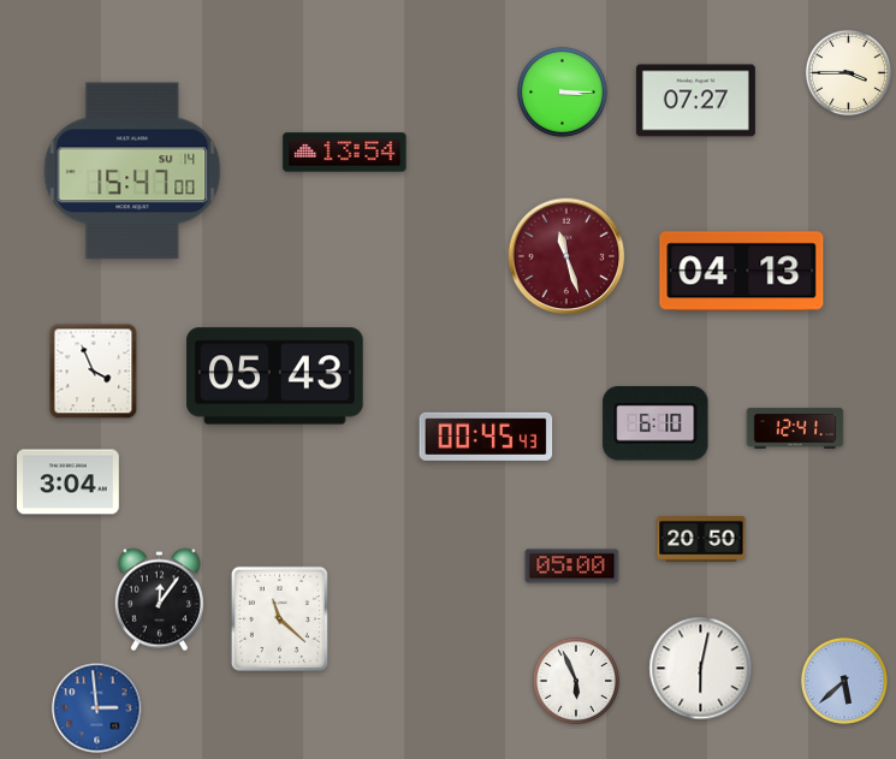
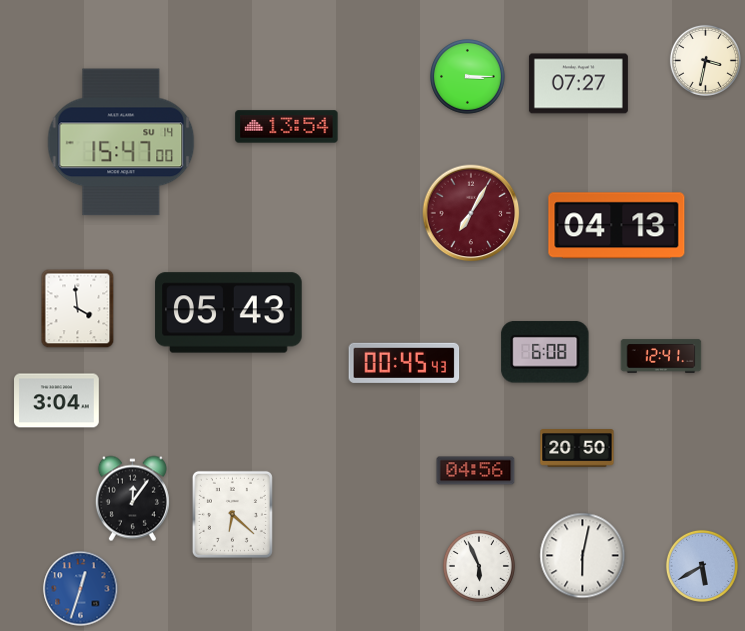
clock at (848, 72): 3:45 -> 3:32
clock at (132, 171) position: (132, 171) -> (121, 142)
clock at (566, 256): 11:27 -> 7:05
clock at (94, 372): 3:56 -> 3:59
clock at (655, 423): 6:10 -> 6:08
clock at (701, 539) position: (701, 539) -> (577, 448)
clock at (572, 567): 05:00 -> 04:56
clock at (279, 618): 11:22 -> 6:22
clock at (844, 681): 5:38 -> 5:40
clock at (97, 708): 2:59 -> 12:33
